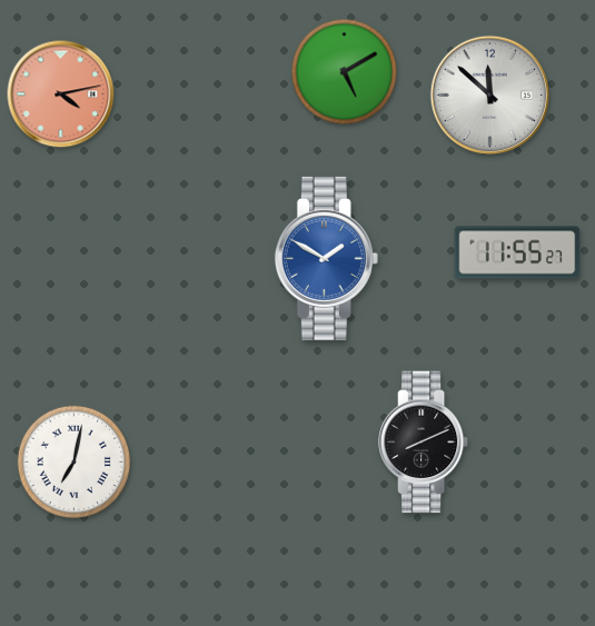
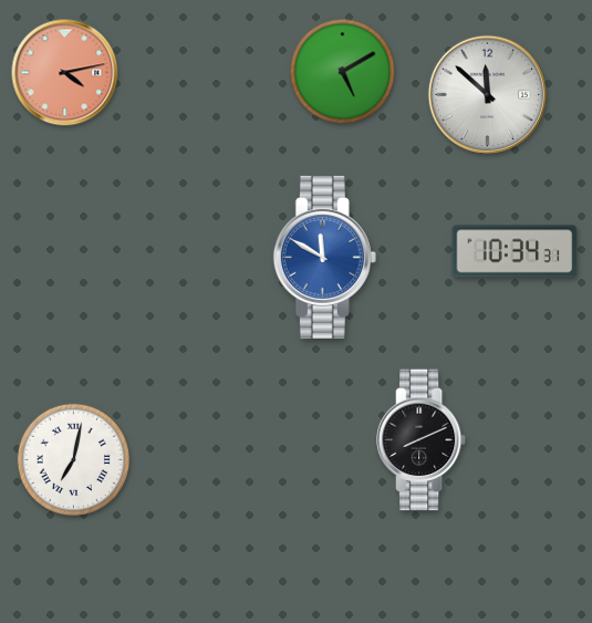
clock at (61, 95) position: (61, 95) -> (65, 73)
clock at (517, 252): 11:55 -> 10:34
clock at (326, 258): 1:50 -> 11:50
